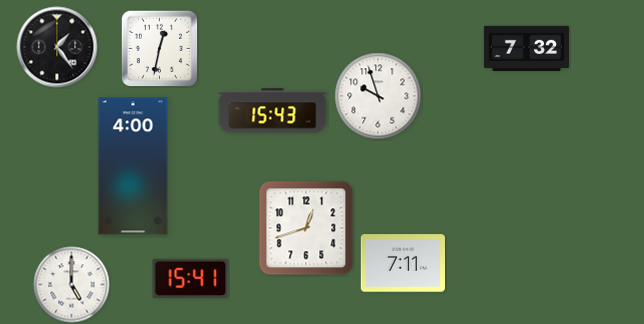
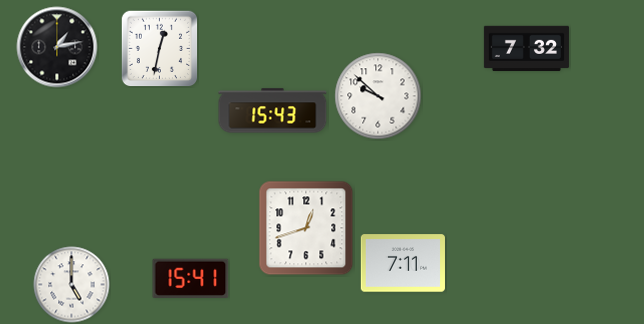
clock at (57, 47): 1:24 -> 1:13
clock at (378, 96): 9:57 -> 9:52
clock at (133, 166): 4:00 -> none
